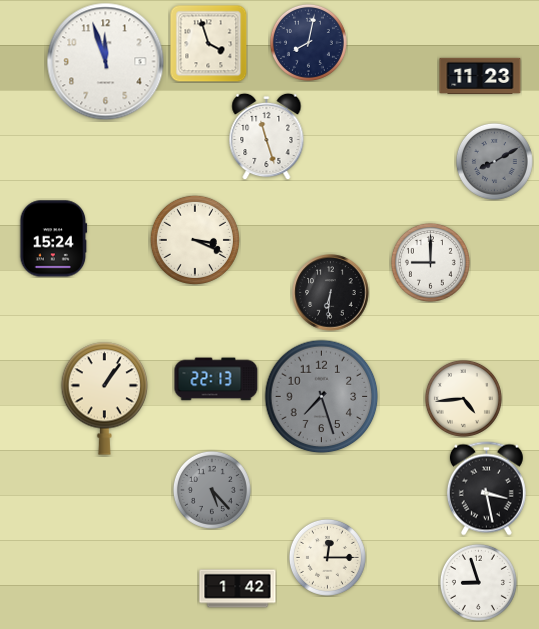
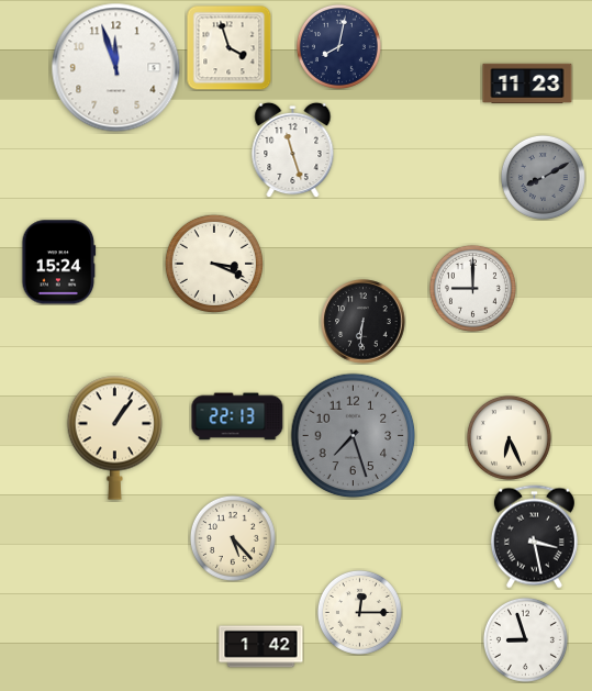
clock at (463, 398): 4:44 -> 6:26
clock at (212, 490) dial: grey -> cream
